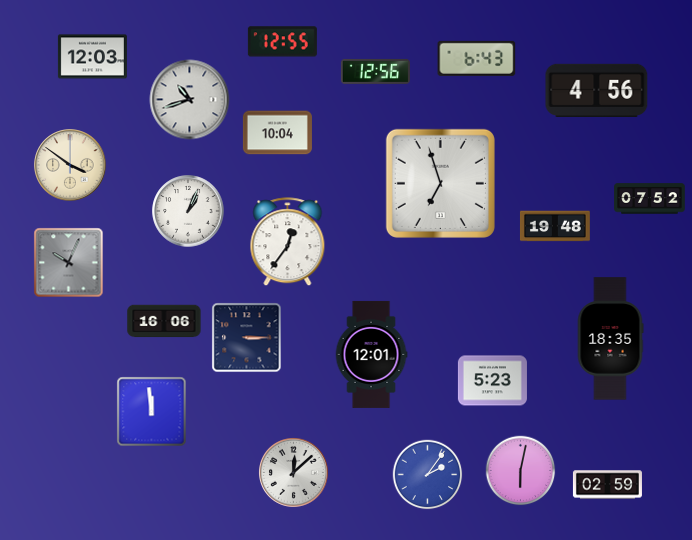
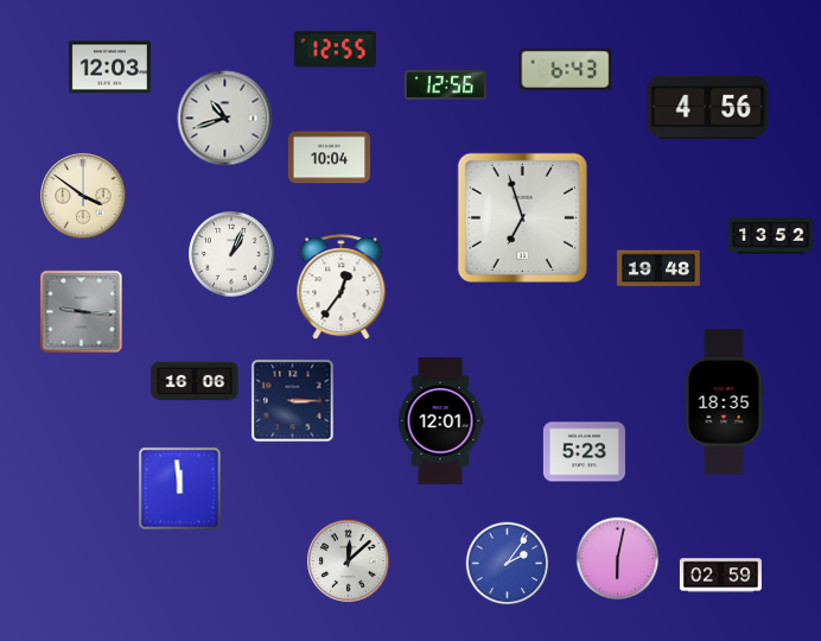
clock at (650, 199): 07:52 -> 13:52
clock at (188, 211) position: (188, 211) -> (231, 254)
clock at (69, 263): 10:04 -> 9:16
